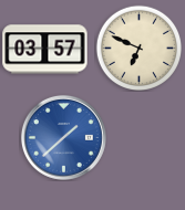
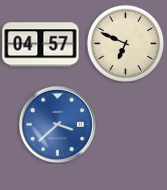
clock at (45, 50): 03:57 -> 04:57
clock at (63, 137): 1:38 -> 3:38
